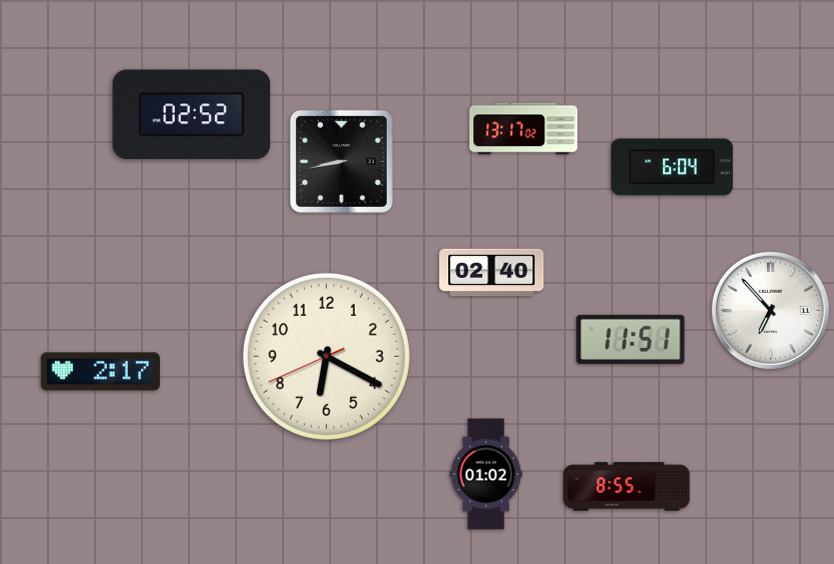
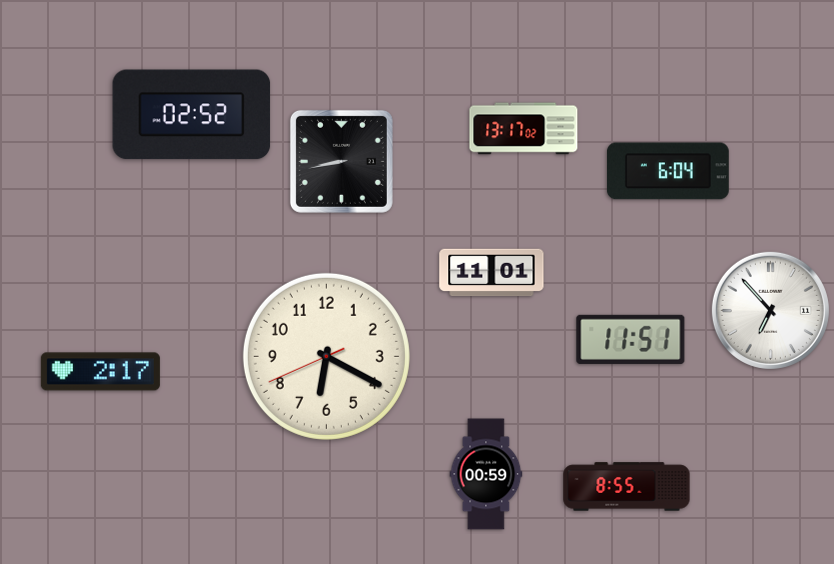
clock at (672, 167) position: (672, 167) -> (668, 171)
clock at (492, 273): 02:40 -> 11:01
clock at (486, 474): 01:02 -> 00:59
